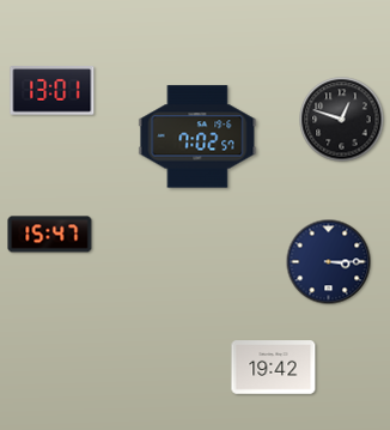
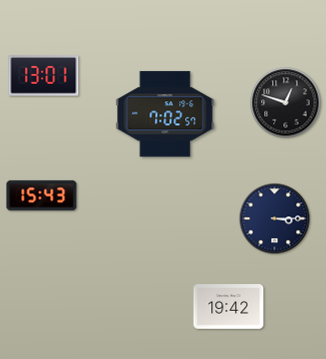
clock at (342, 120) position: (342, 120) -> (286, 103)
clock at (50, 235): 15:47 -> 15:43
